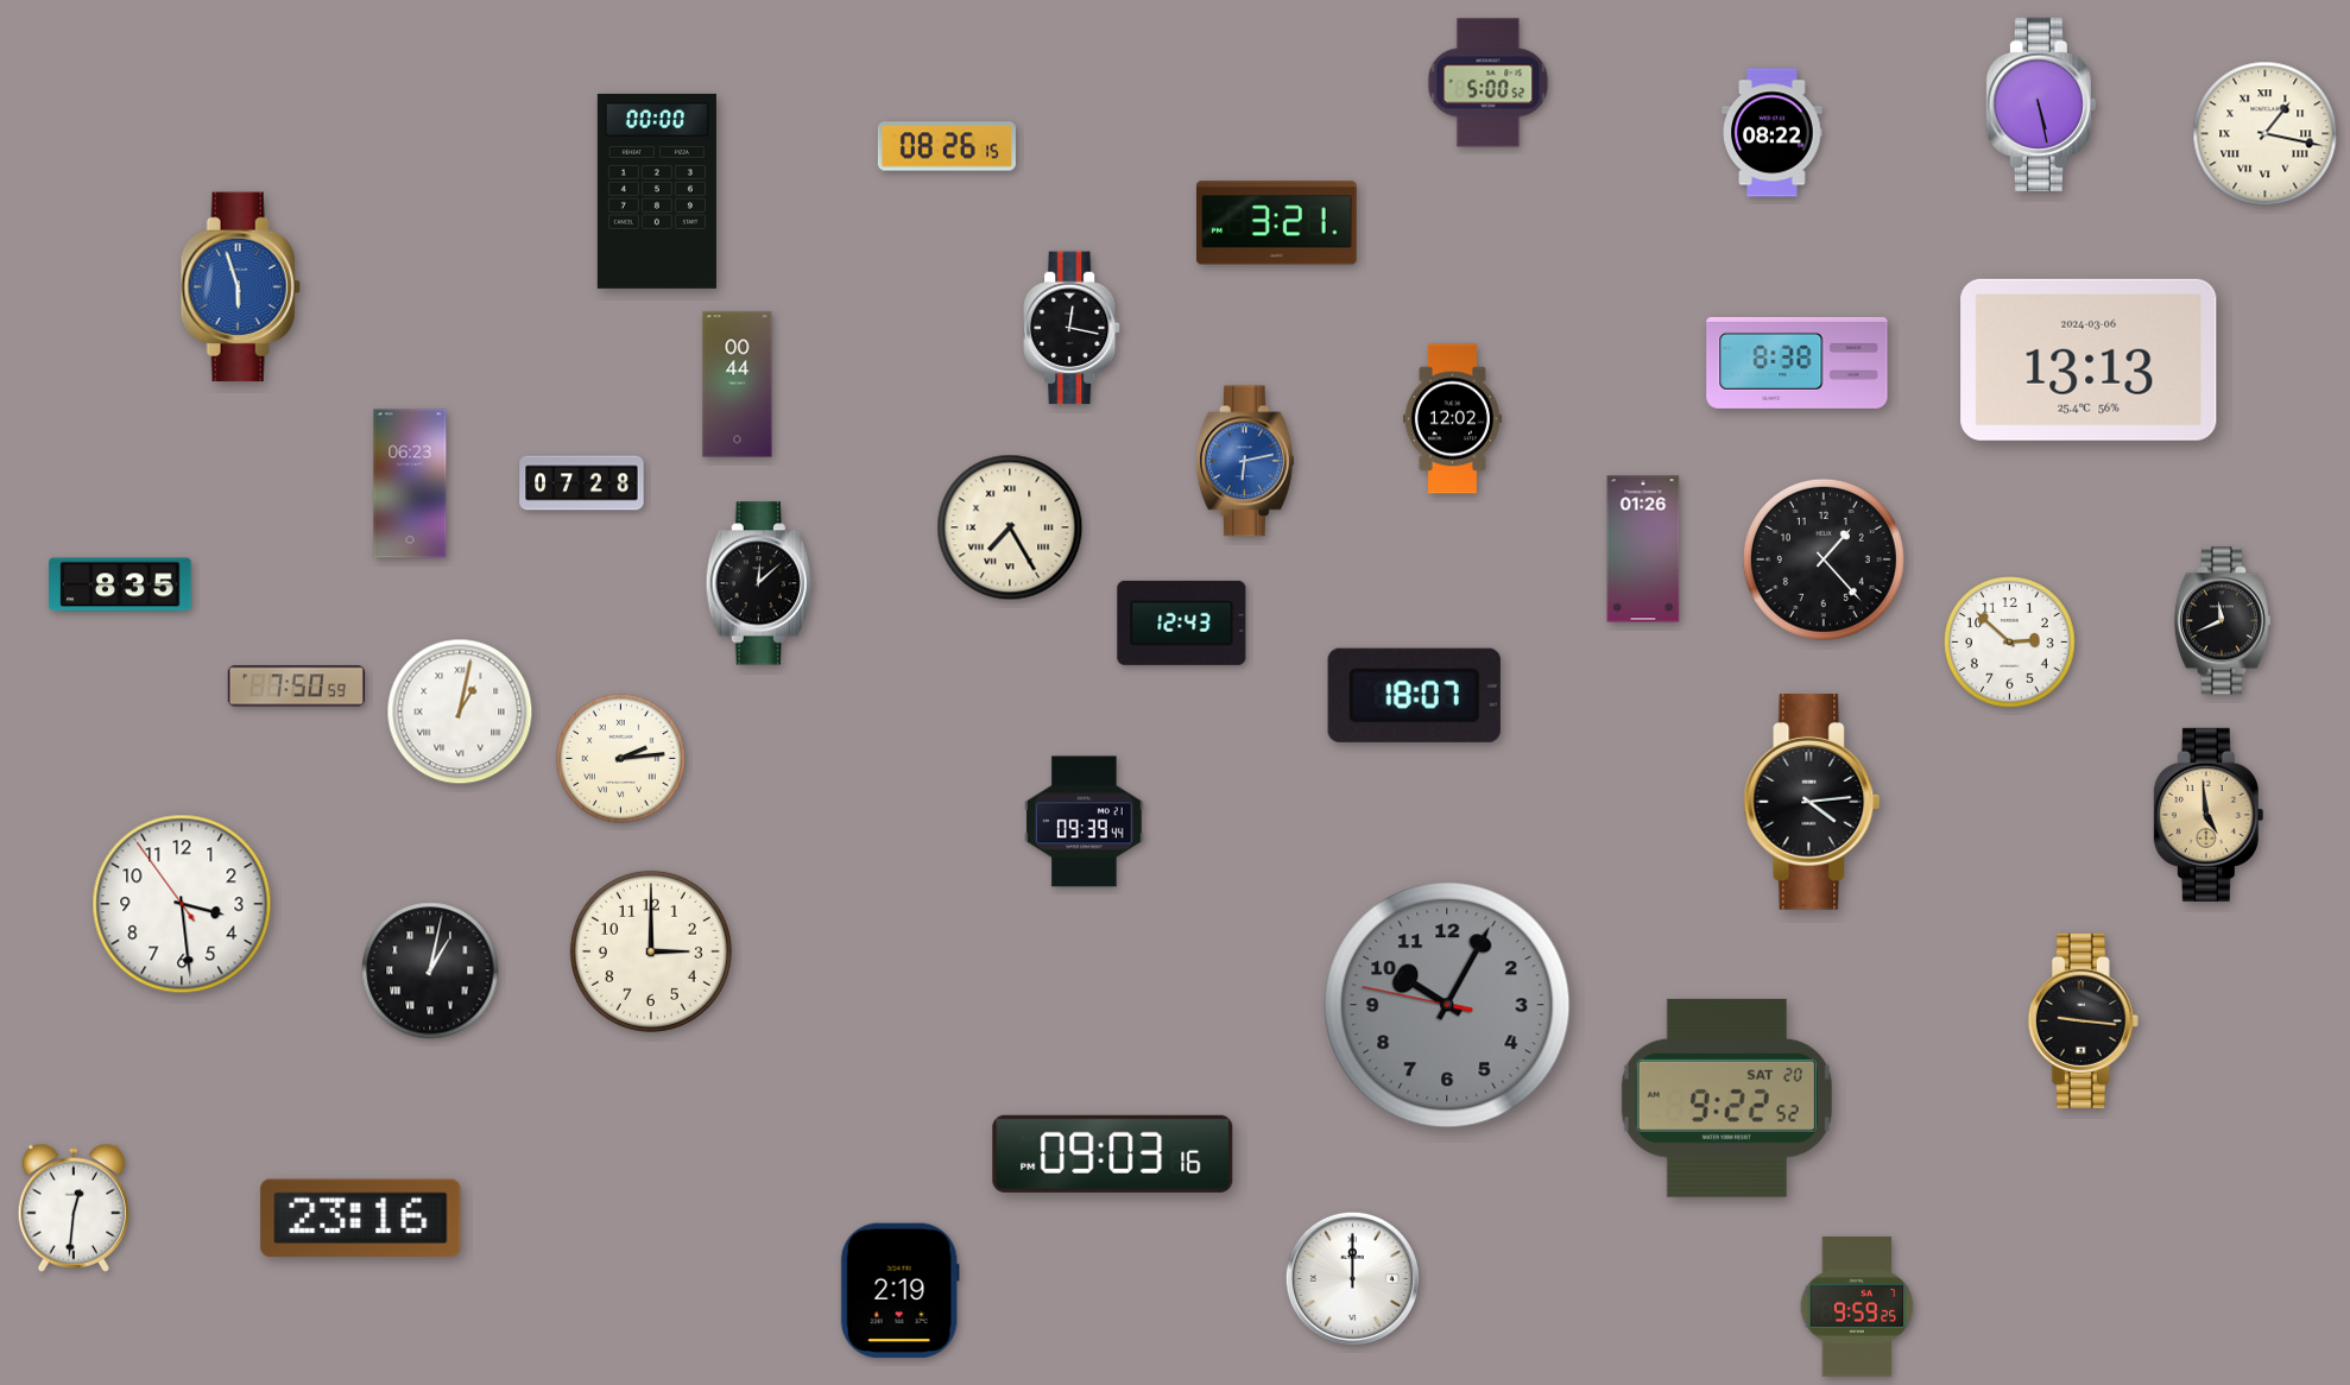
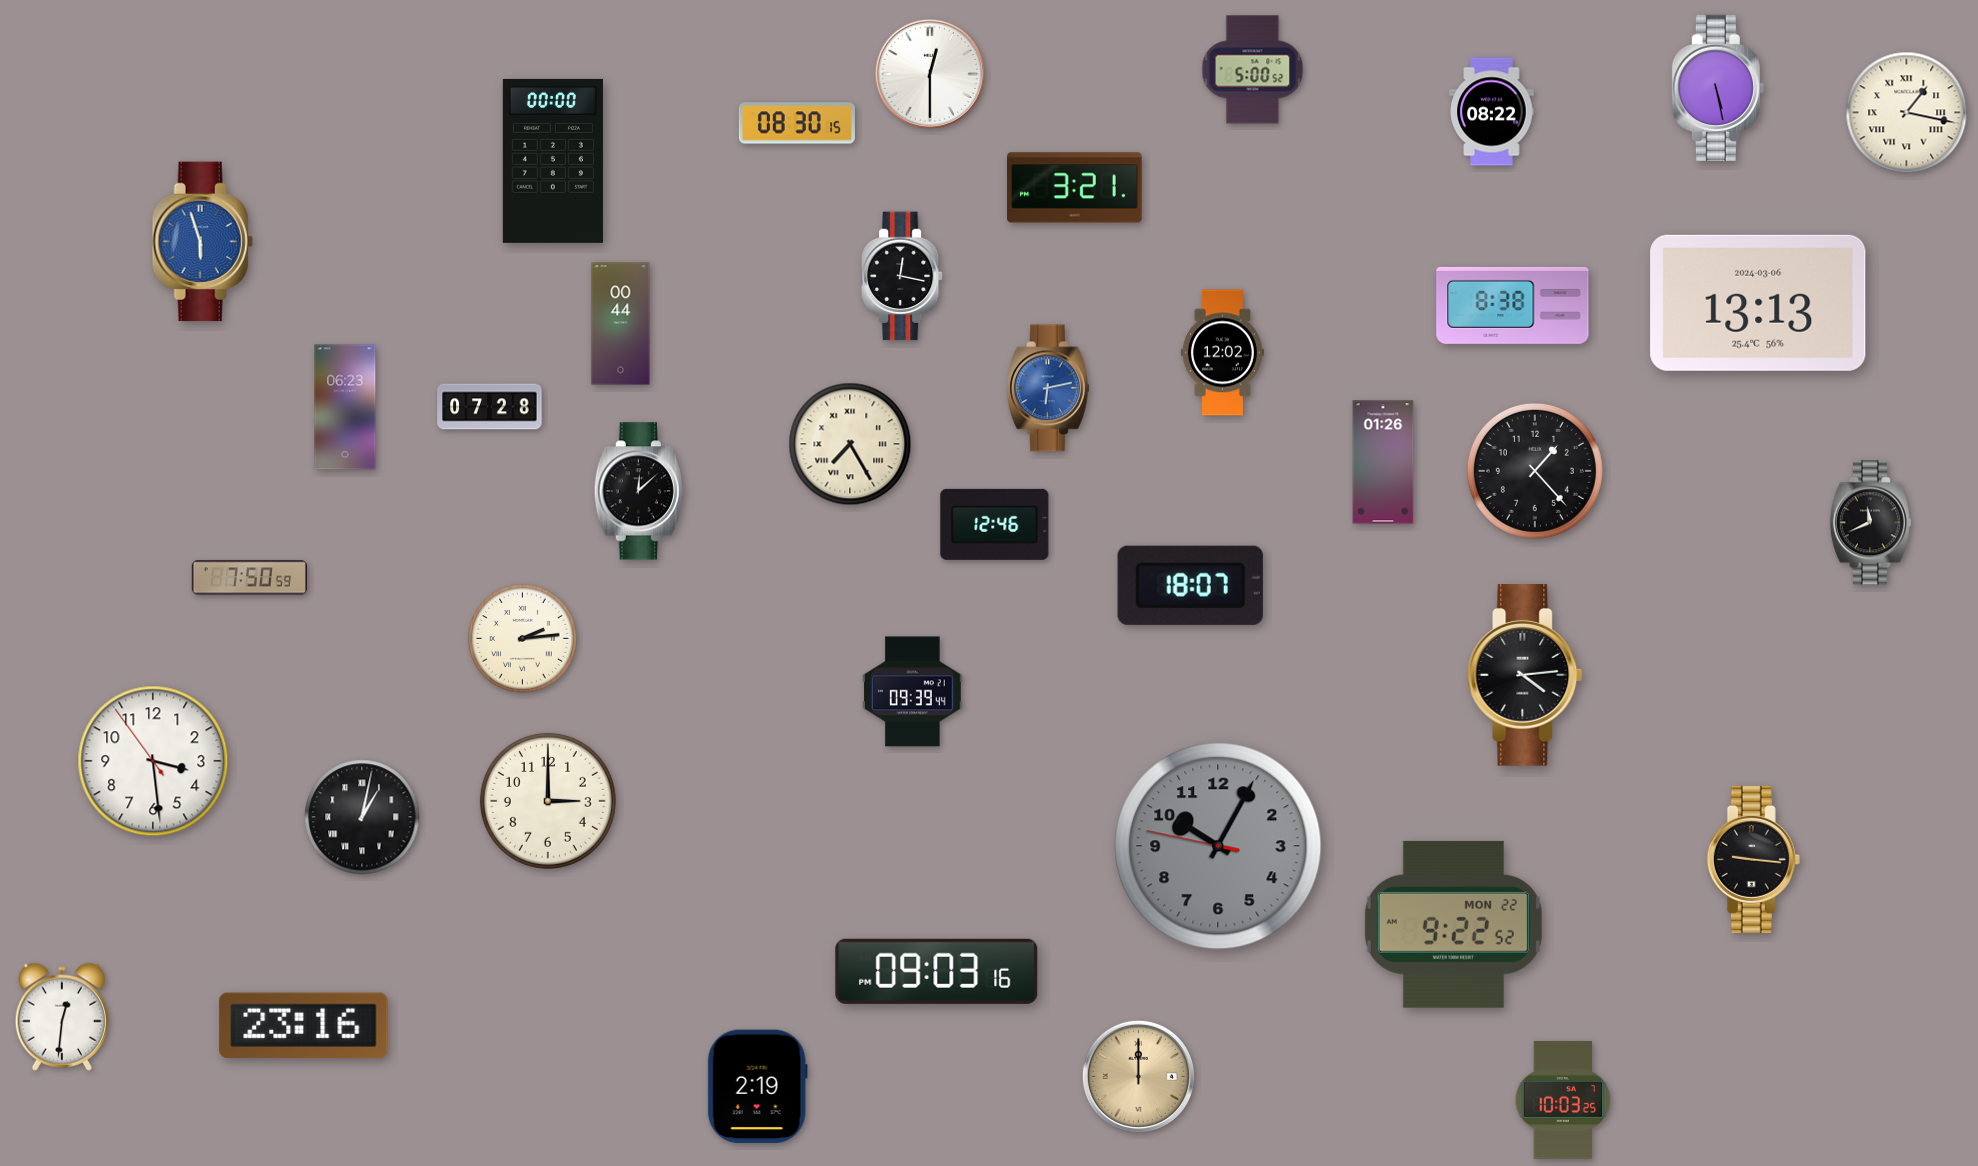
clock at (930, 74): none -> 12:30
clock at (947, 146): 08:26 -> 08:30
clock at (120, 584): 8:35 -> none
clock at (1182, 622): 12:43 -> 12:46
clock at (2010, 643): 2:52 -> none
clock at (460, 712): 1:02 -> none
clock at (2209, 815): 4:59 -> none
clock at (1726, 1098) date: SAT 20 -> MON 22
clock at (1352, 1278) dial: white -> champagne
clock at (1857, 1307): 9:59 -> 10:03
